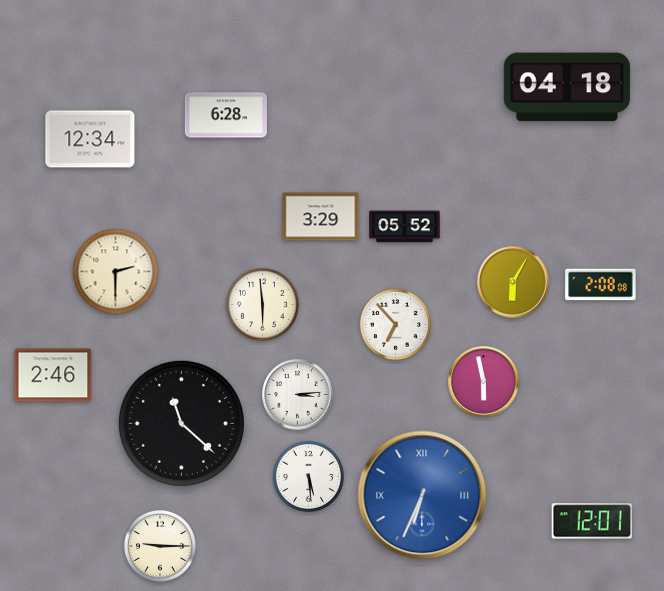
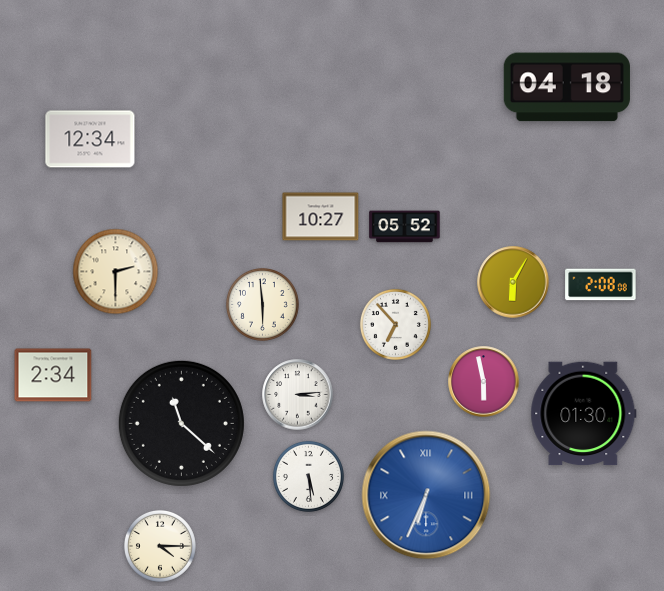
clock at (226, 115): 6:28 -> none
clock at (321, 217): 3:29 -> 10:27
clock at (53, 375): 2:46 -> 2:34
clock at (584, 414): none -> 01:30
clock at (422, 495) position: (422, 495) -> (426, 495)
clock at (591, 521): 12:01 -> none
clock at (160, 546): 9:15 -> 4:15
